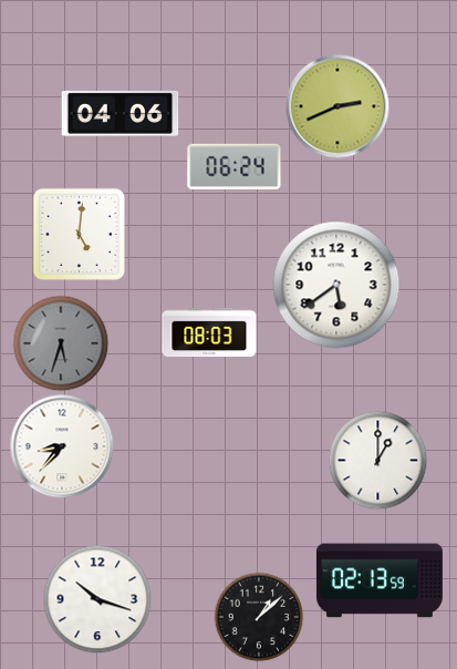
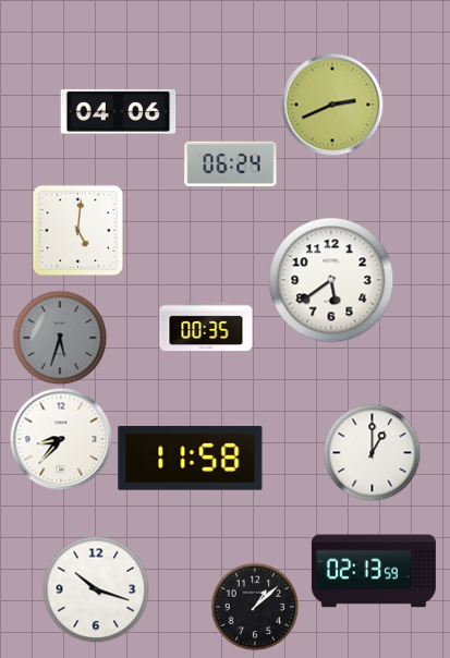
clock at (209, 332): 08:03 -> 00:35
clock at (191, 459): none -> 11:58
